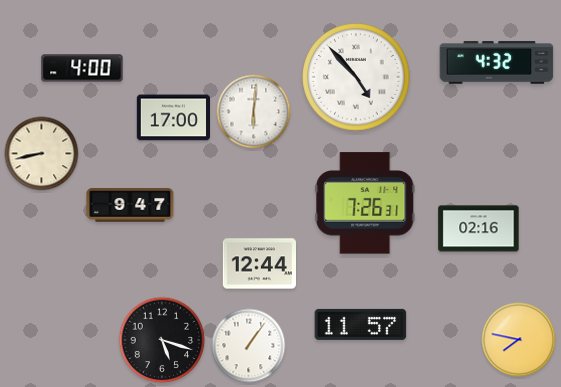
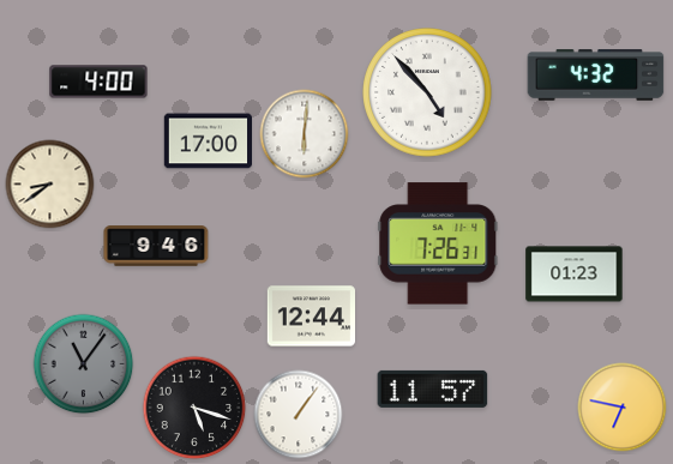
clock at (42, 154): 8:43 -> 8:39
clock at (130, 206): 9:47 -> 9:46
clock at (479, 229): 02:16 -> 01:23
clock at (84, 364): none -> 11:06
clock at (519, 340): 7:47 -> 6:47
